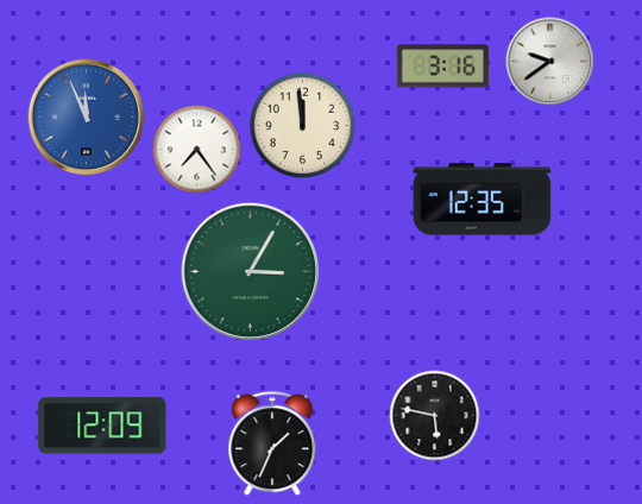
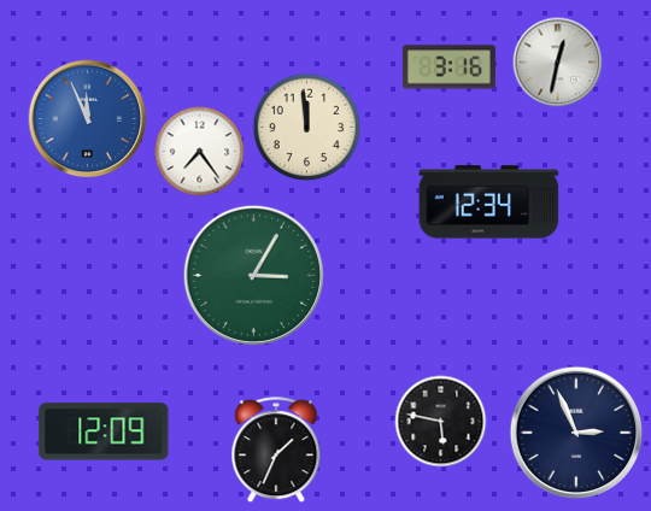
clock at (550, 62): 9:39 -> 12:32
clock at (483, 200): 12:35 -> 12:34
clock at (576, 433): none -> 2:56
